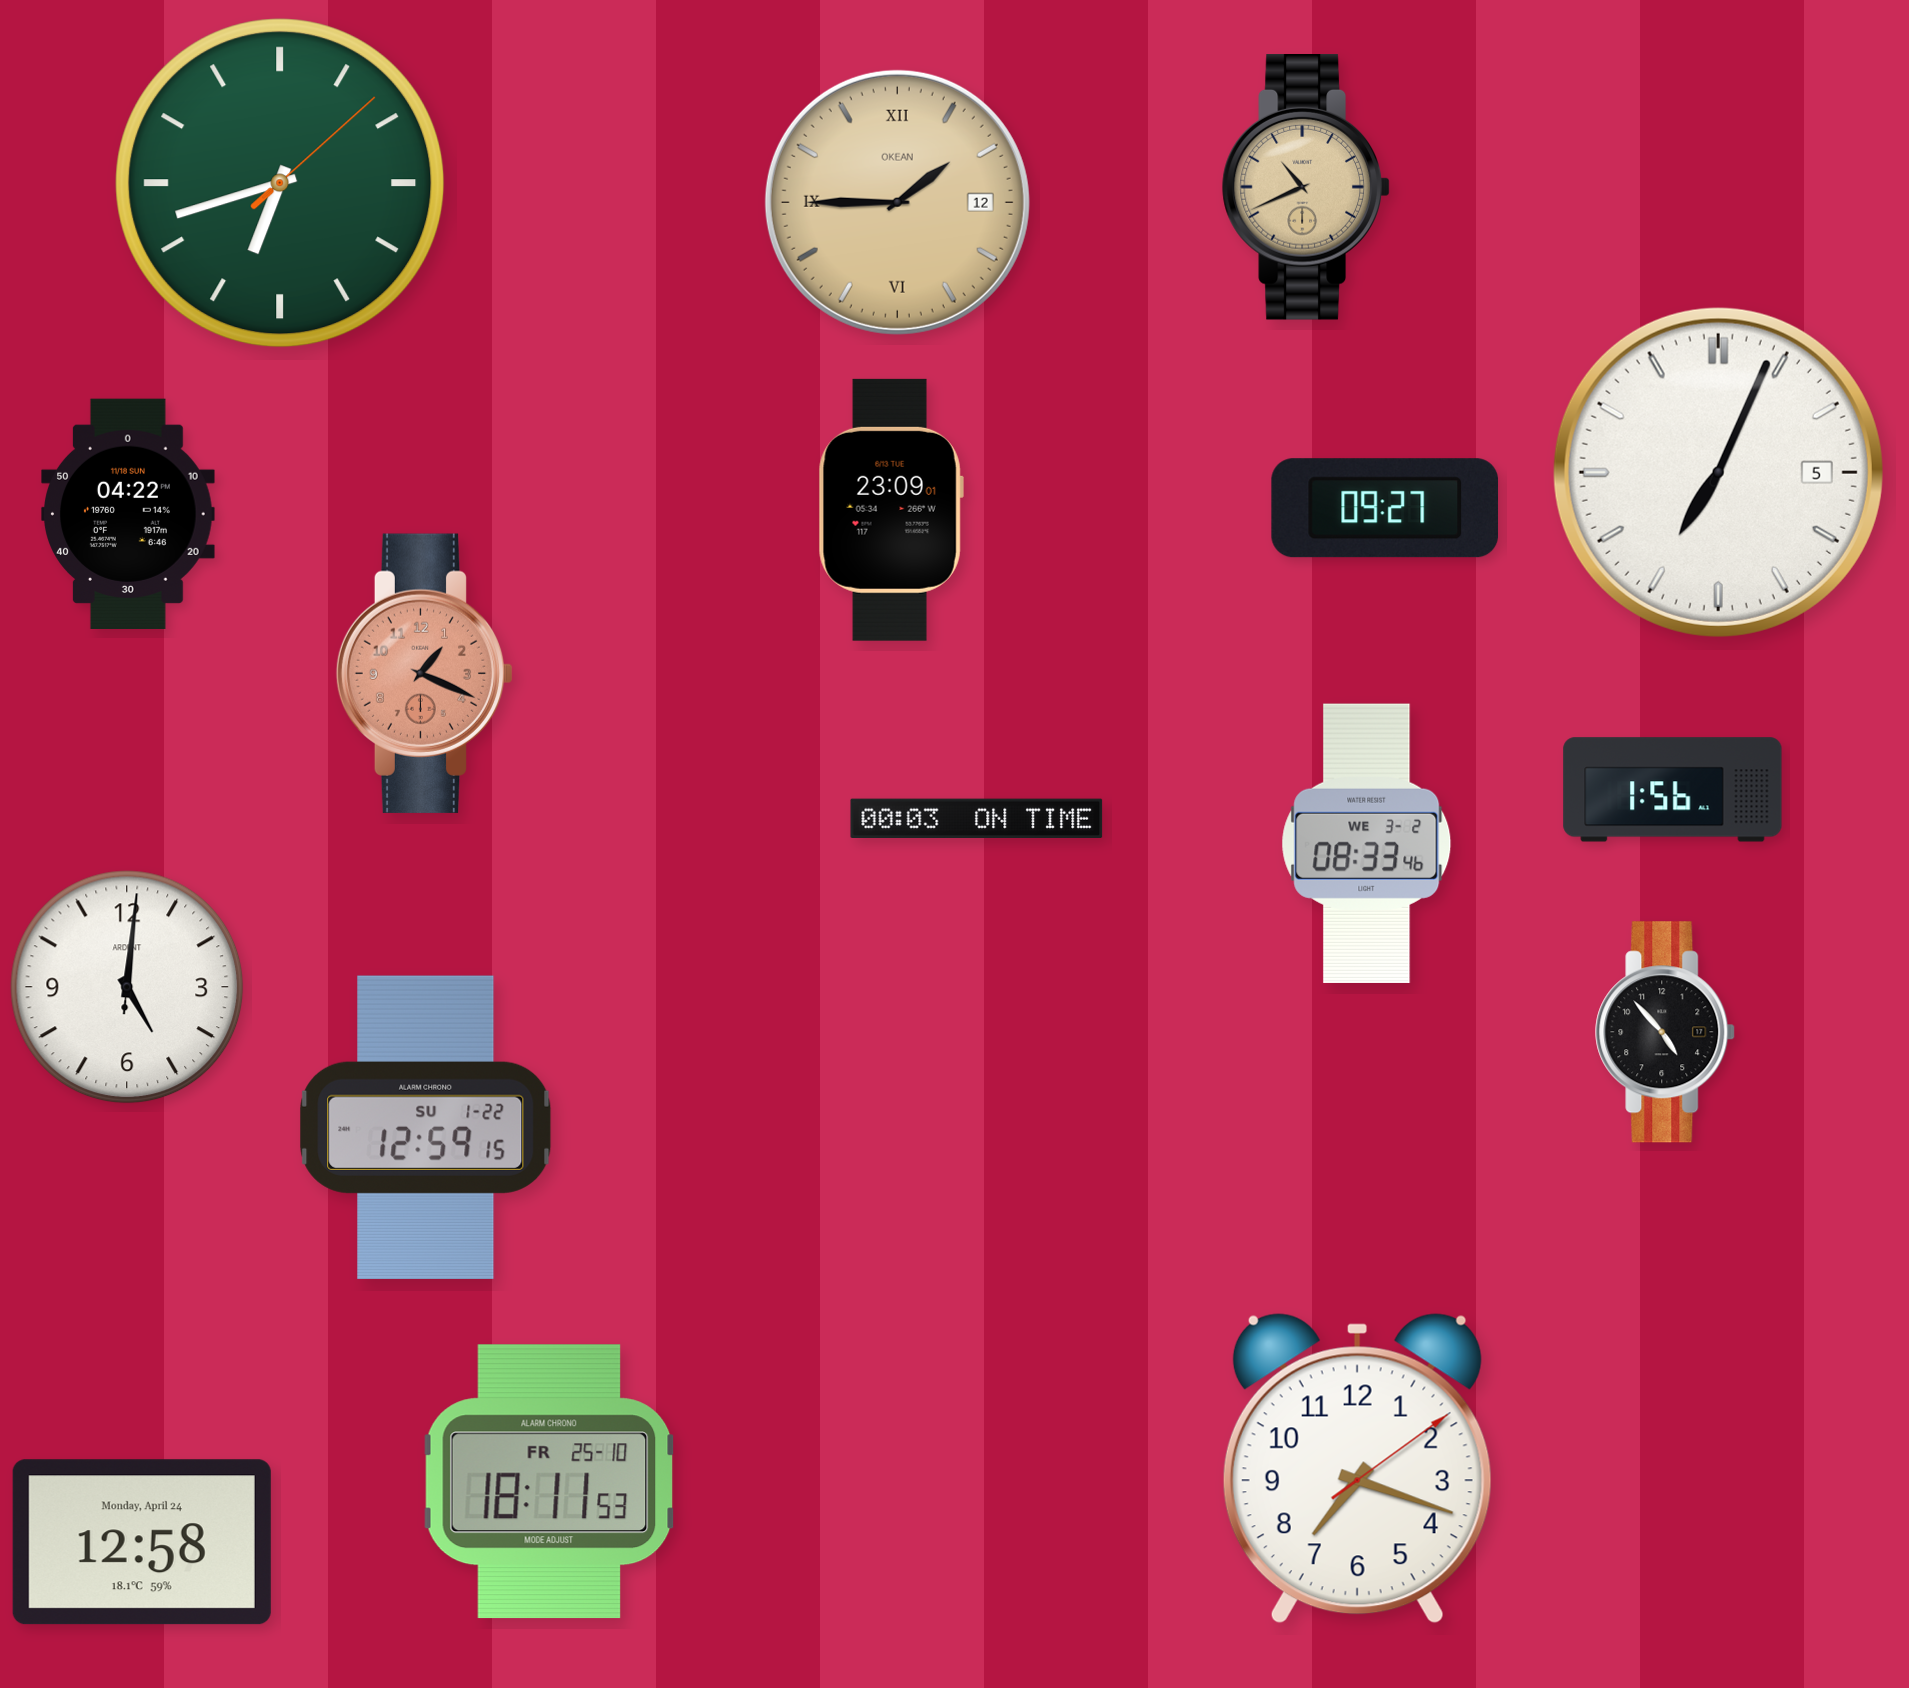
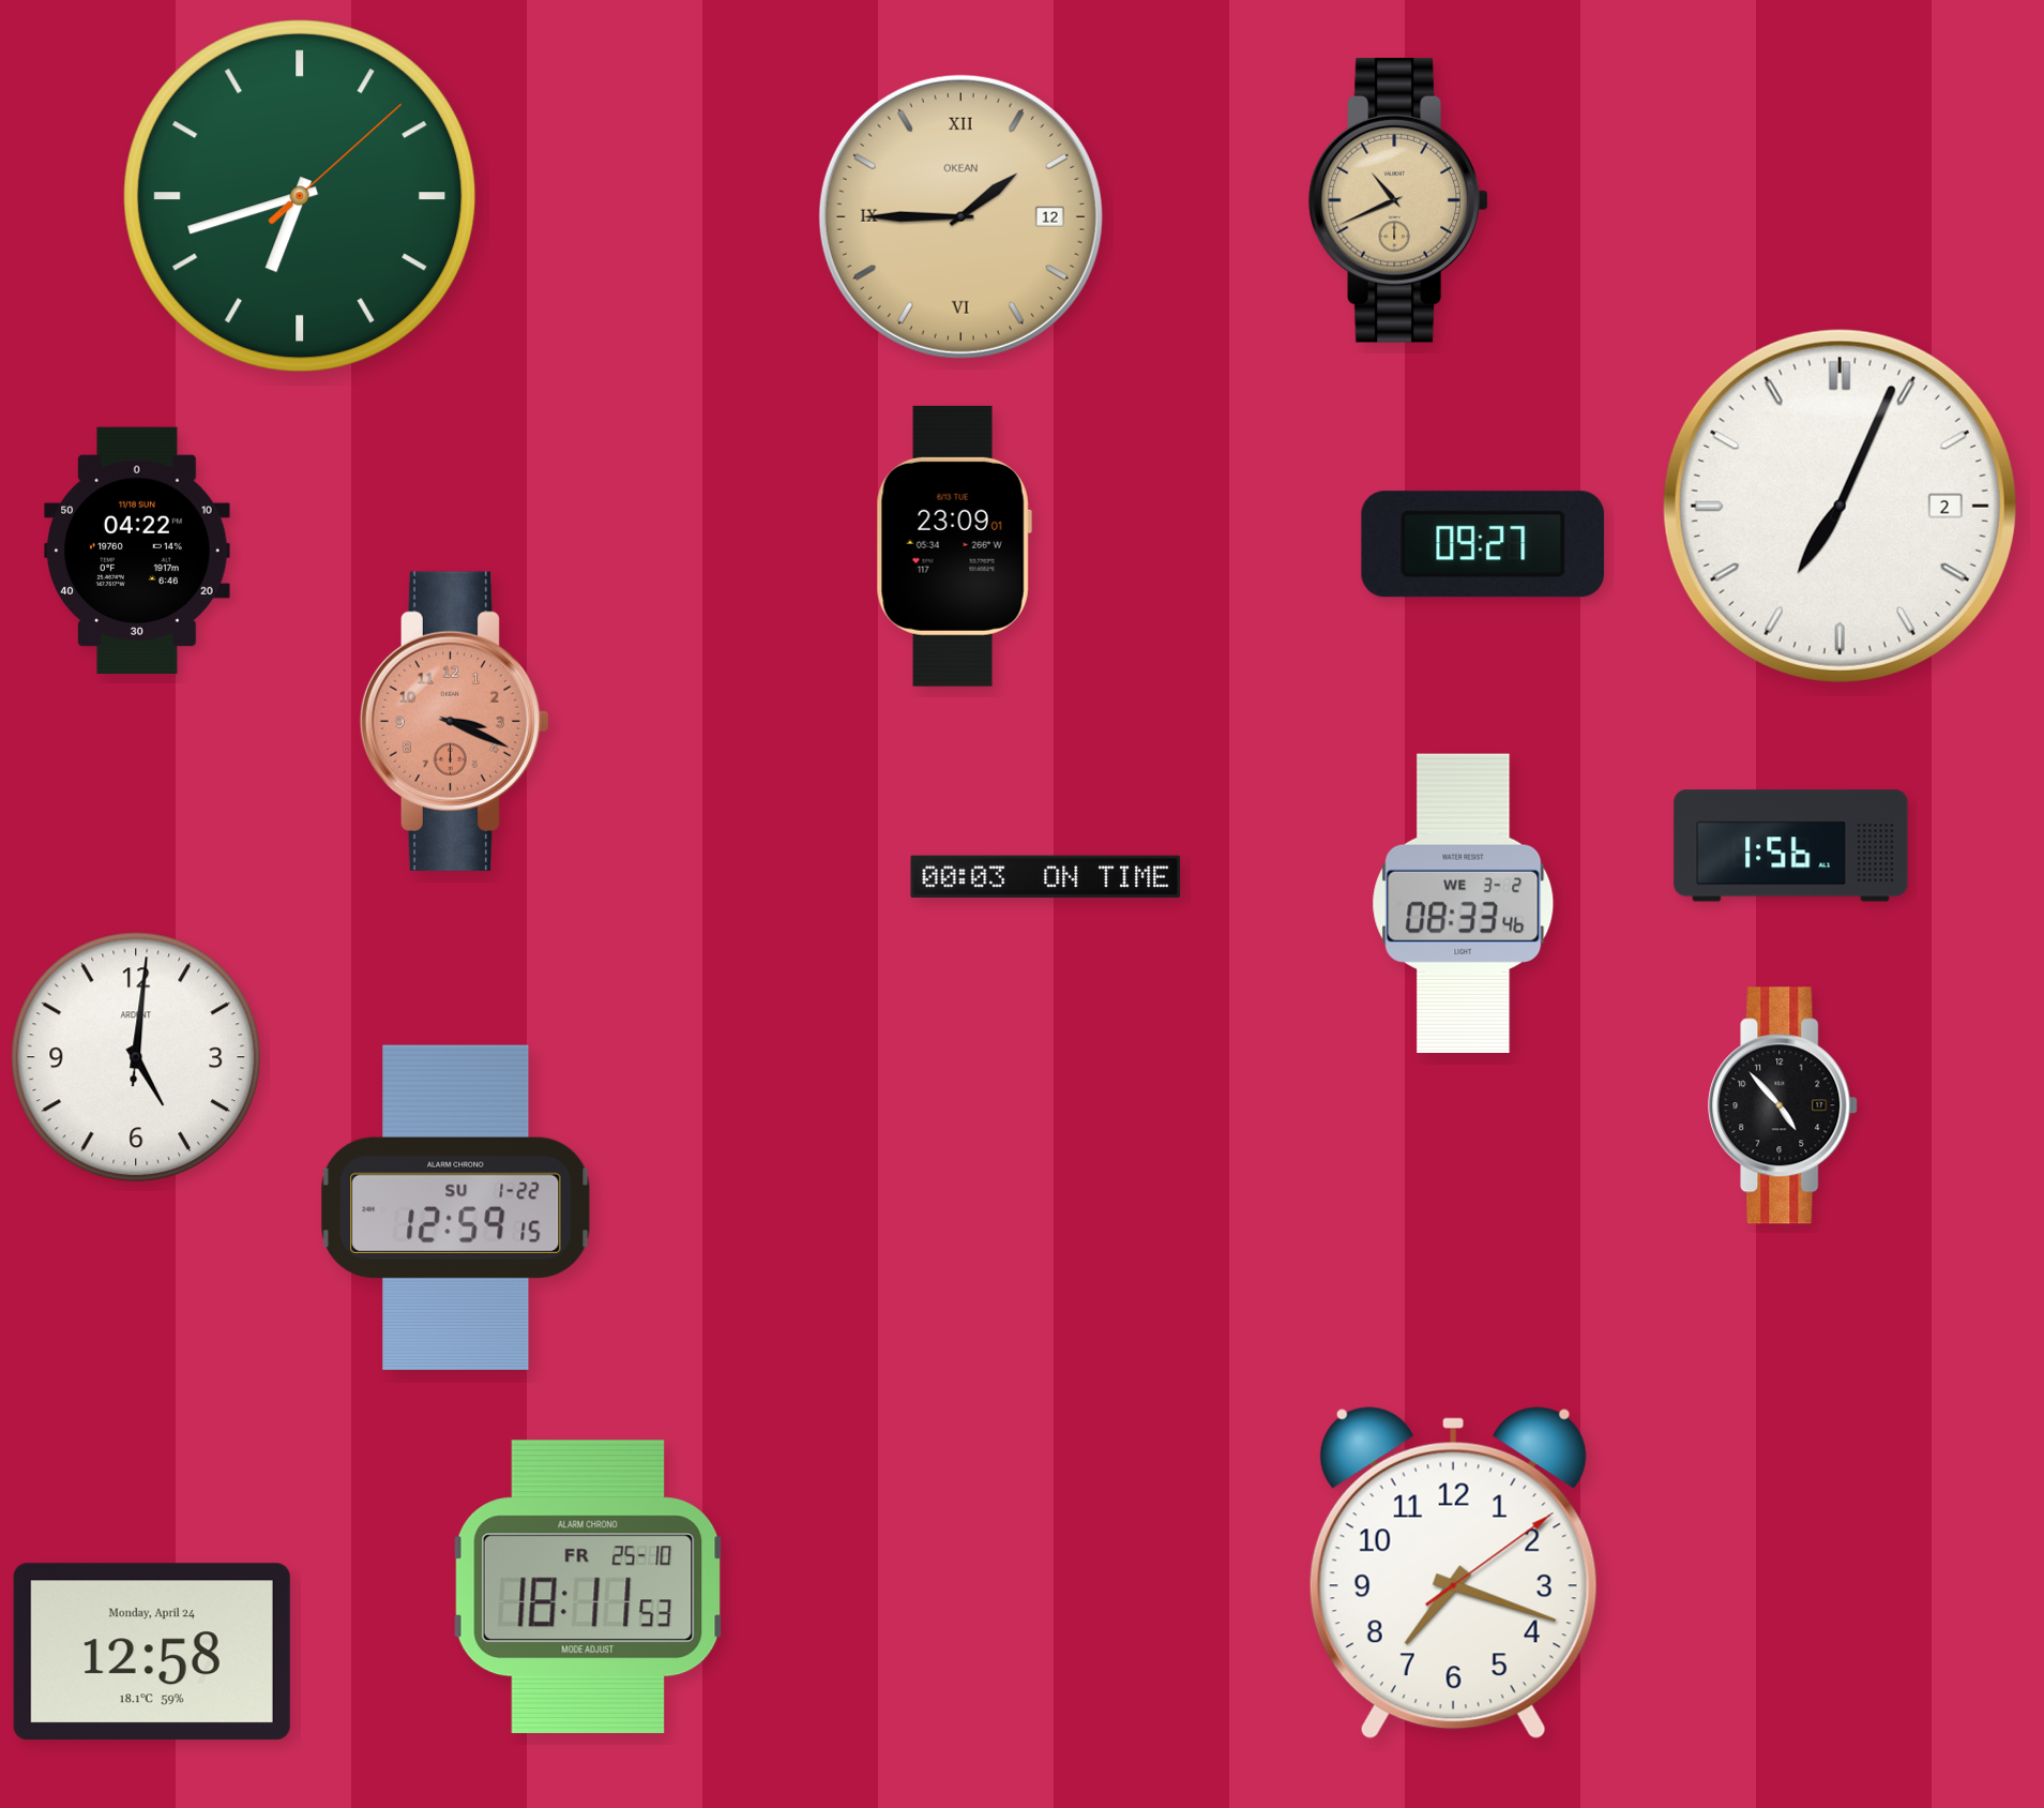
clock at (1718, 472) date: 5 -> 2
clock at (425, 673): 1:19 -> 3:19
